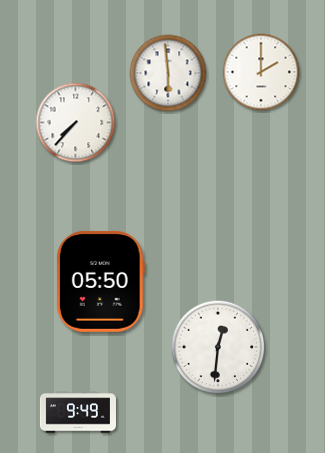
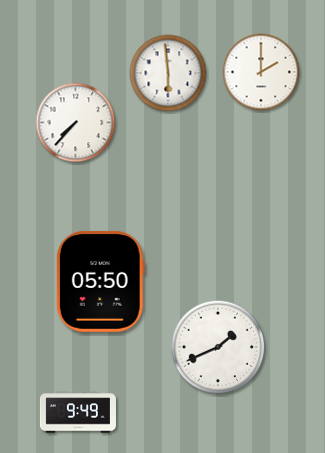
clock at (218, 347): 12:31 -> 1:41
